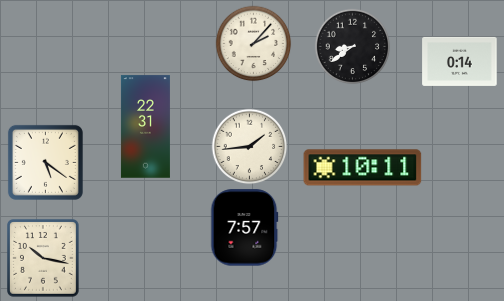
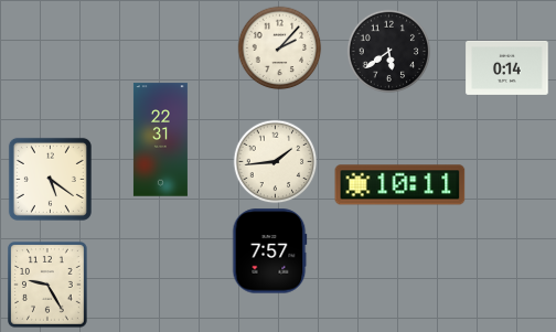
clock at (353, 47): 8:39 -> 5:39
clock at (44, 259): 10:17 -> 9:25
